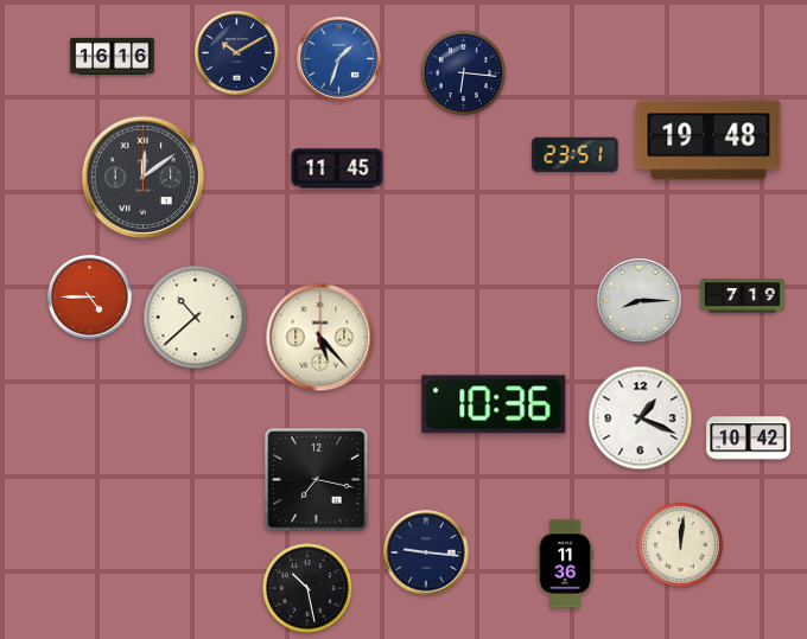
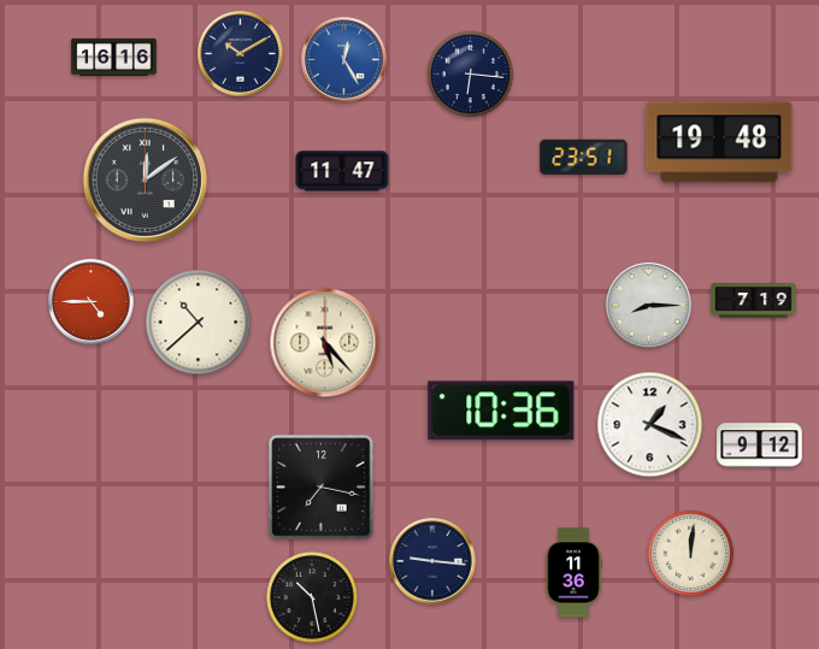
clock at (339, 59): 1:33 -> 12:25
clock at (337, 168): 11:45 -> 11:47
clock at (749, 439): 10:42 -> 9:12
